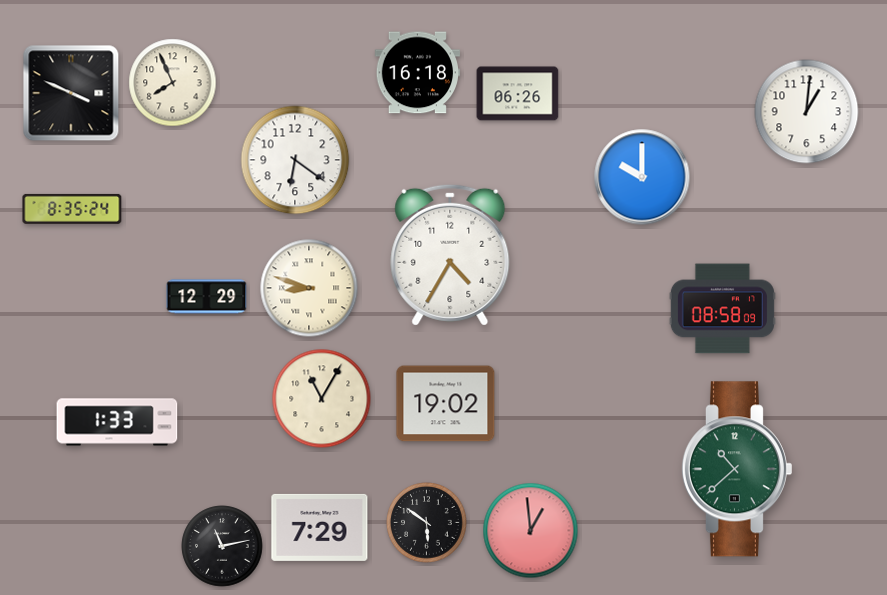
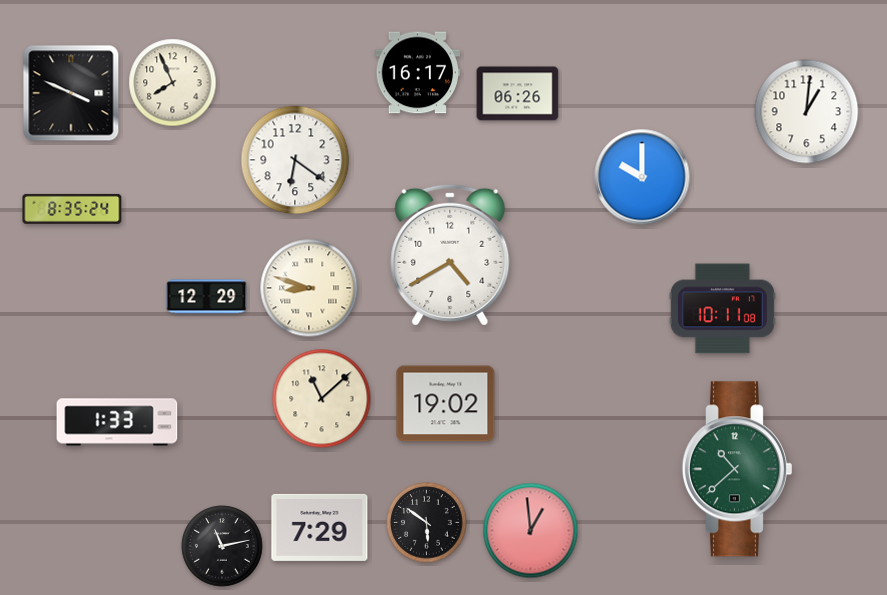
clock at (418, 73): 16:18 -> 16:17
clock at (450, 255): 4:35 -> 4:40
clock at (722, 309): 08:58 -> 10:11
clock at (322, 399): 11:05 -> 11:08
